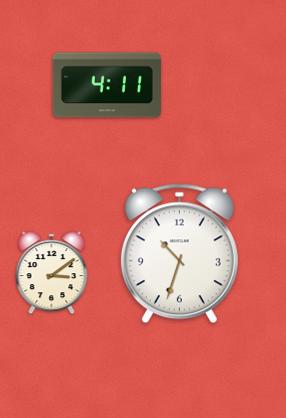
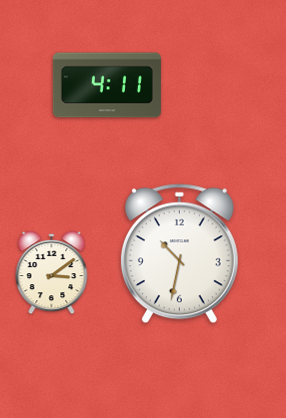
clock at (179, 254): 10:33 -> 10:32
